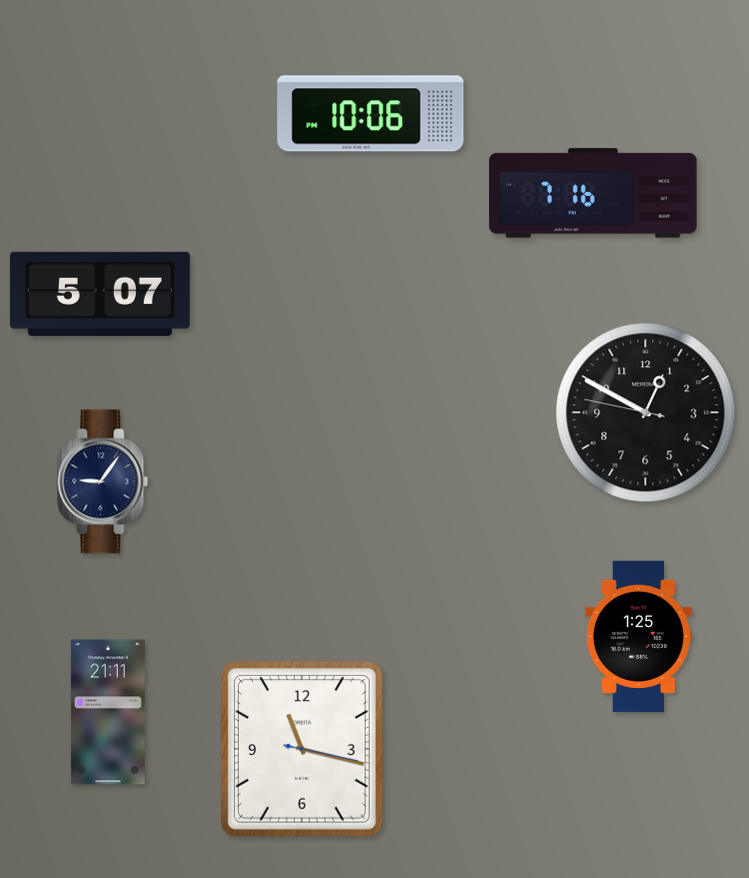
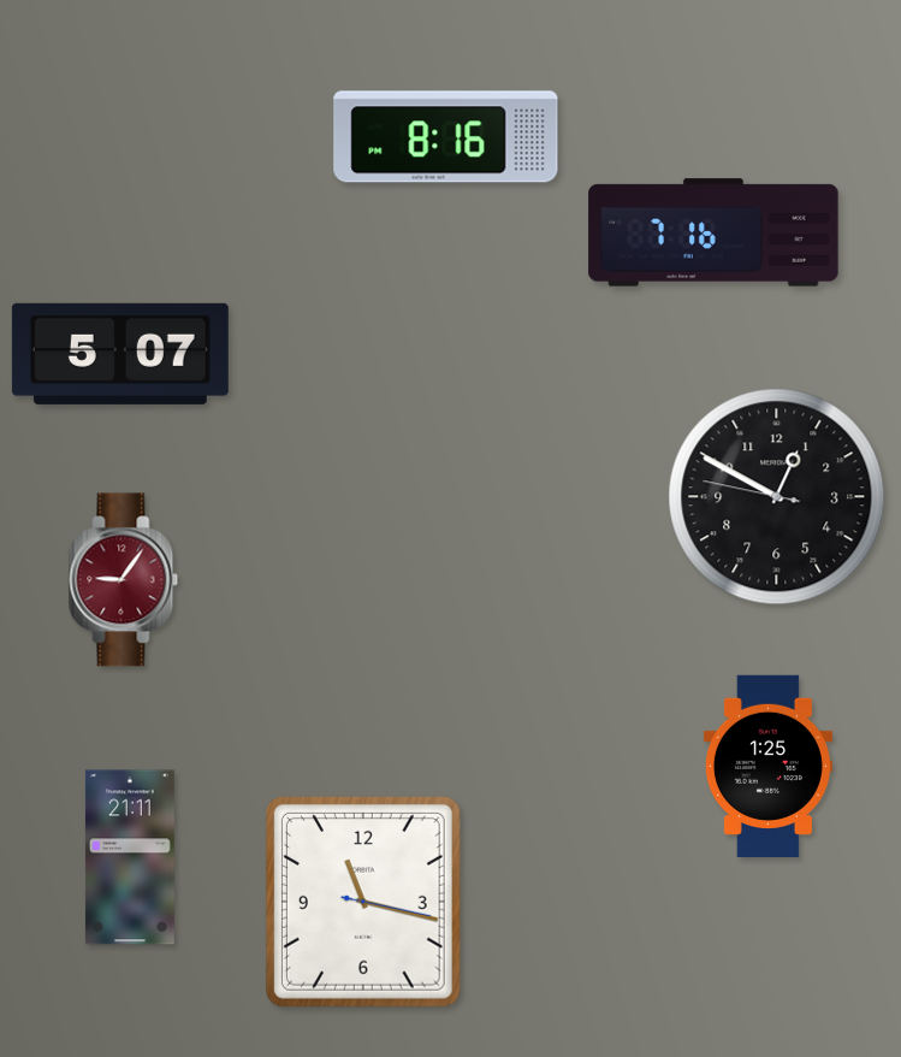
clock at (371, 114): 10:06 -> 8:16
clock at (103, 482) dial: navy -> burgundy
